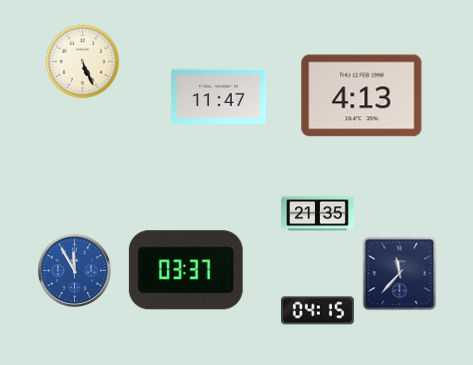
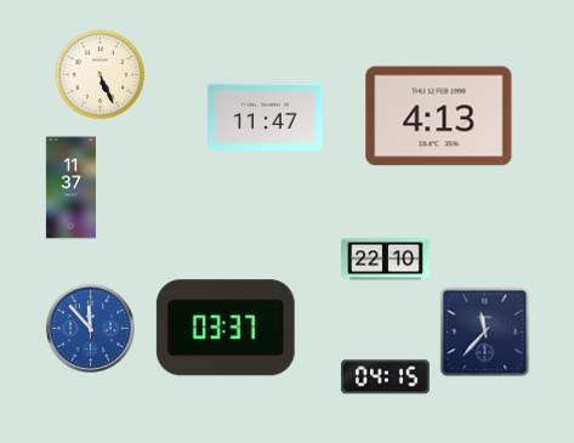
clock at (70, 188): none -> 11:37
clock at (318, 214): 21:35 -> 22:10
clock at (74, 270): 11:55 -> 11:53
